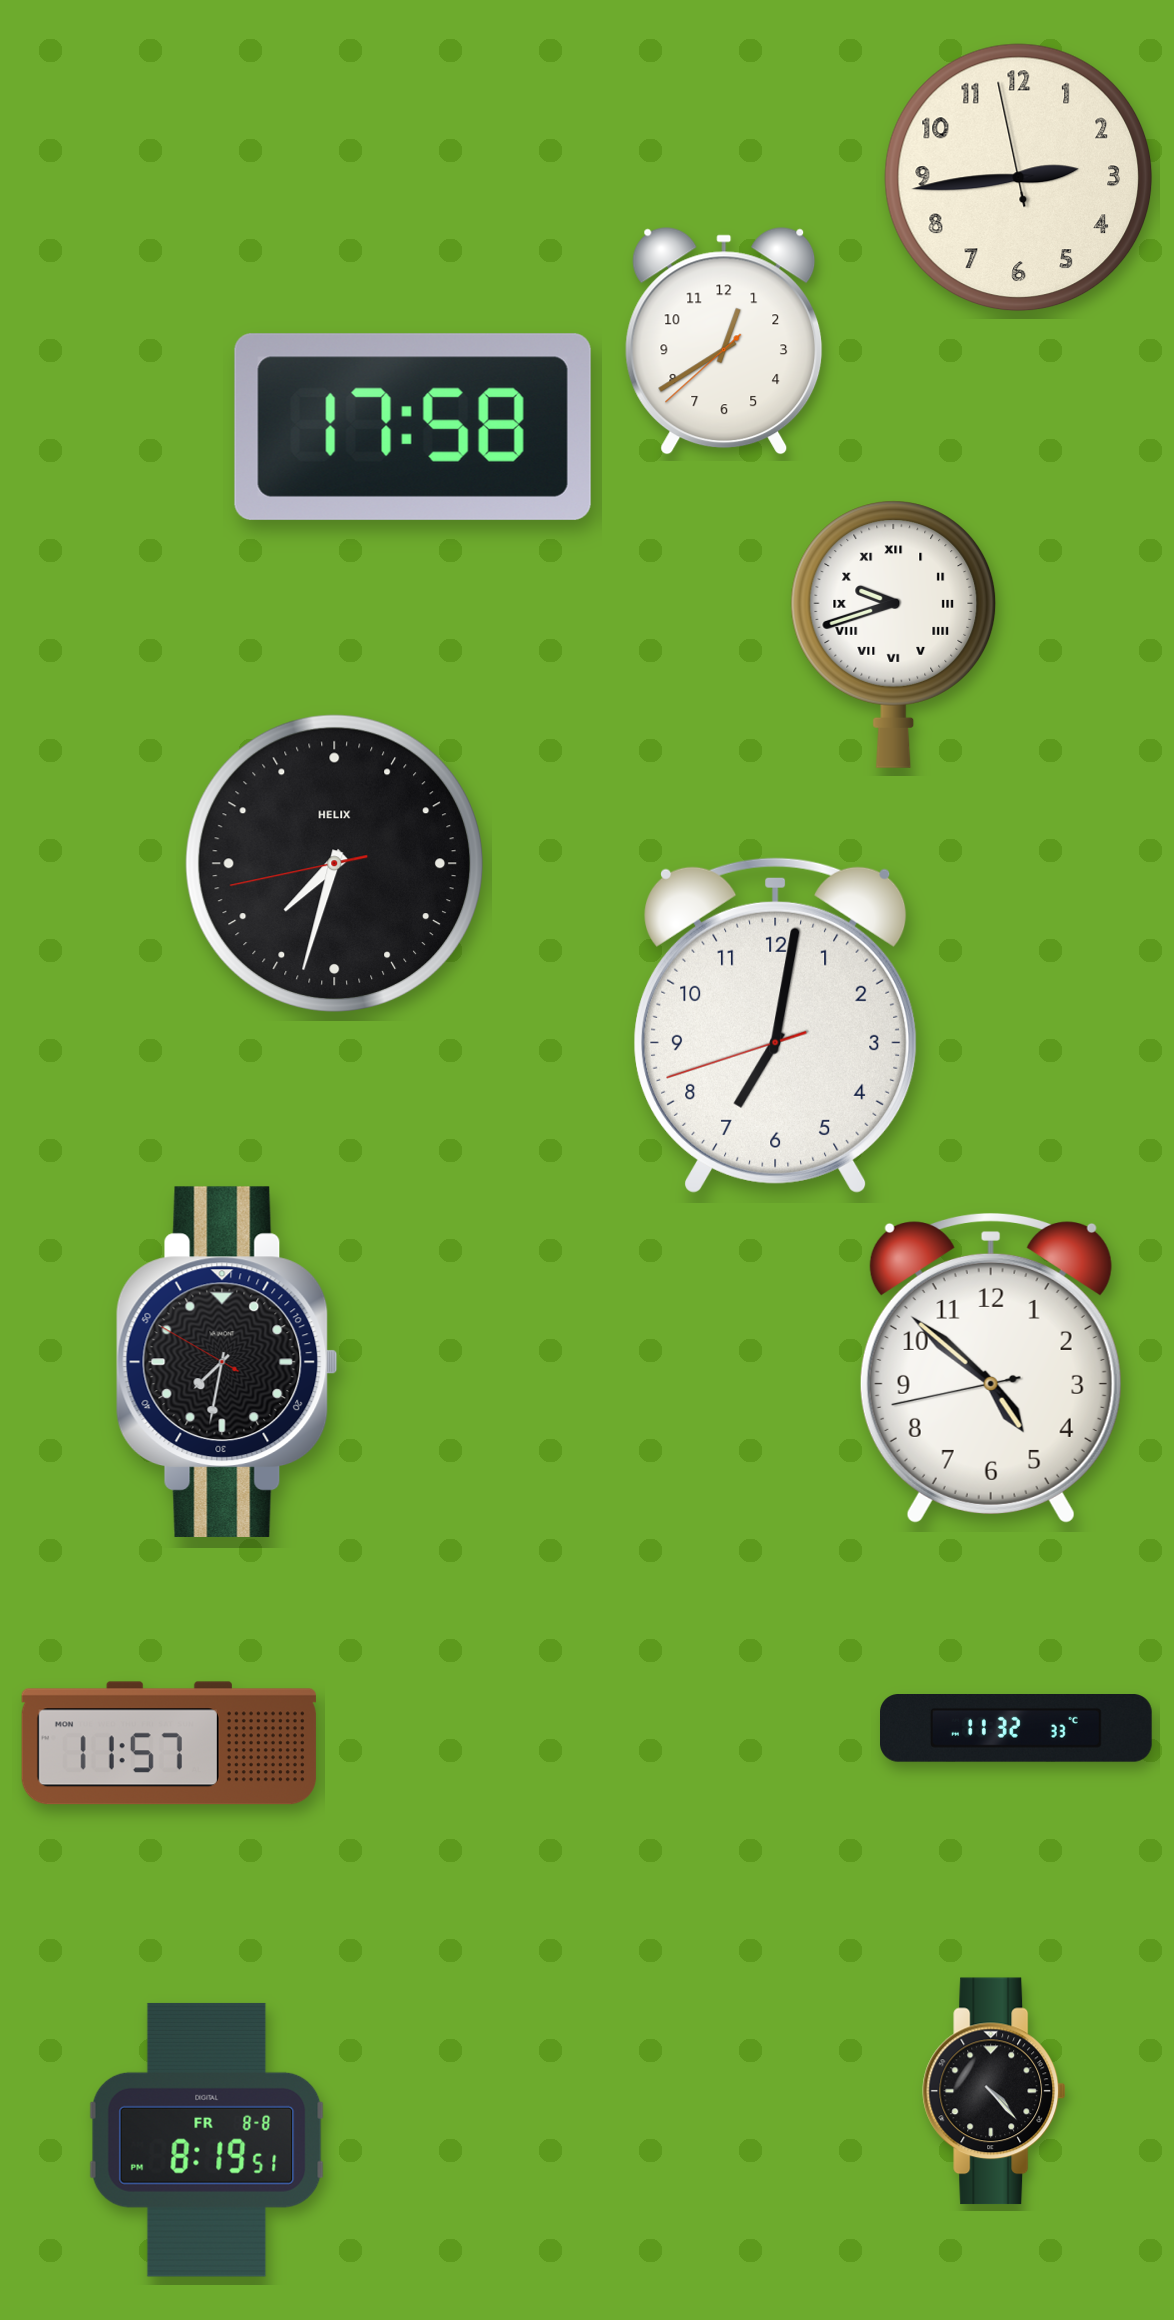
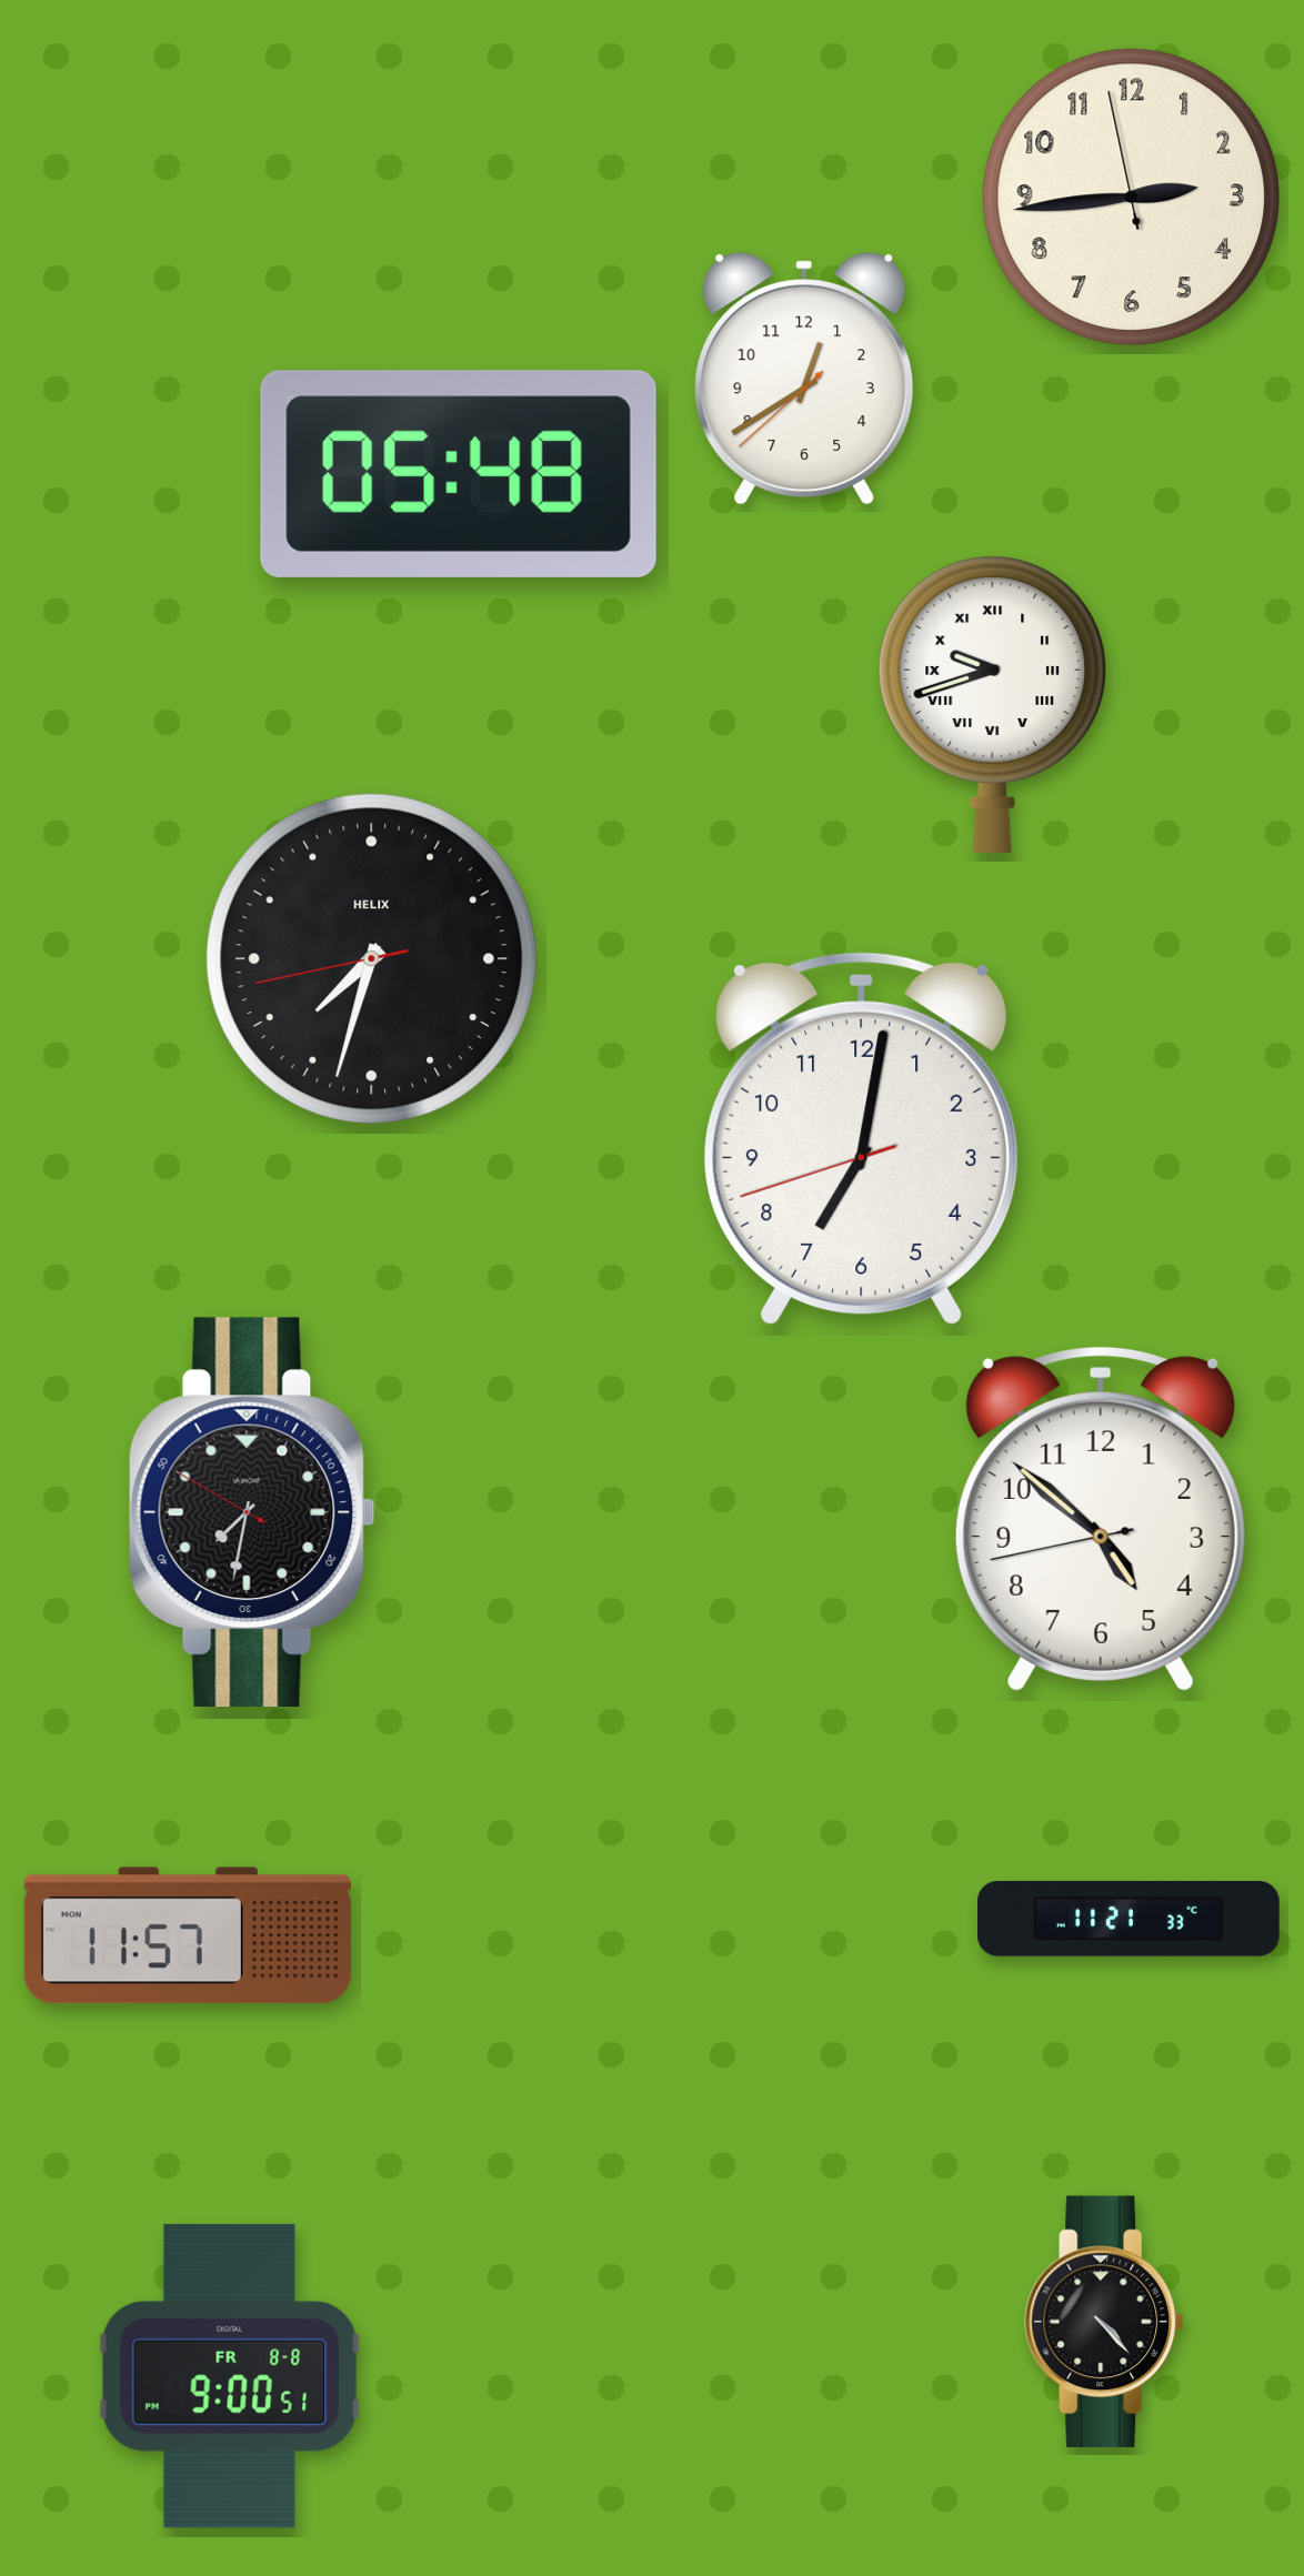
clock at (413, 427): 17:58 -> 05:48
clock at (1017, 1729): 11:32 -> 11:21
clock at (207, 2140): 8:19 -> 9:00
